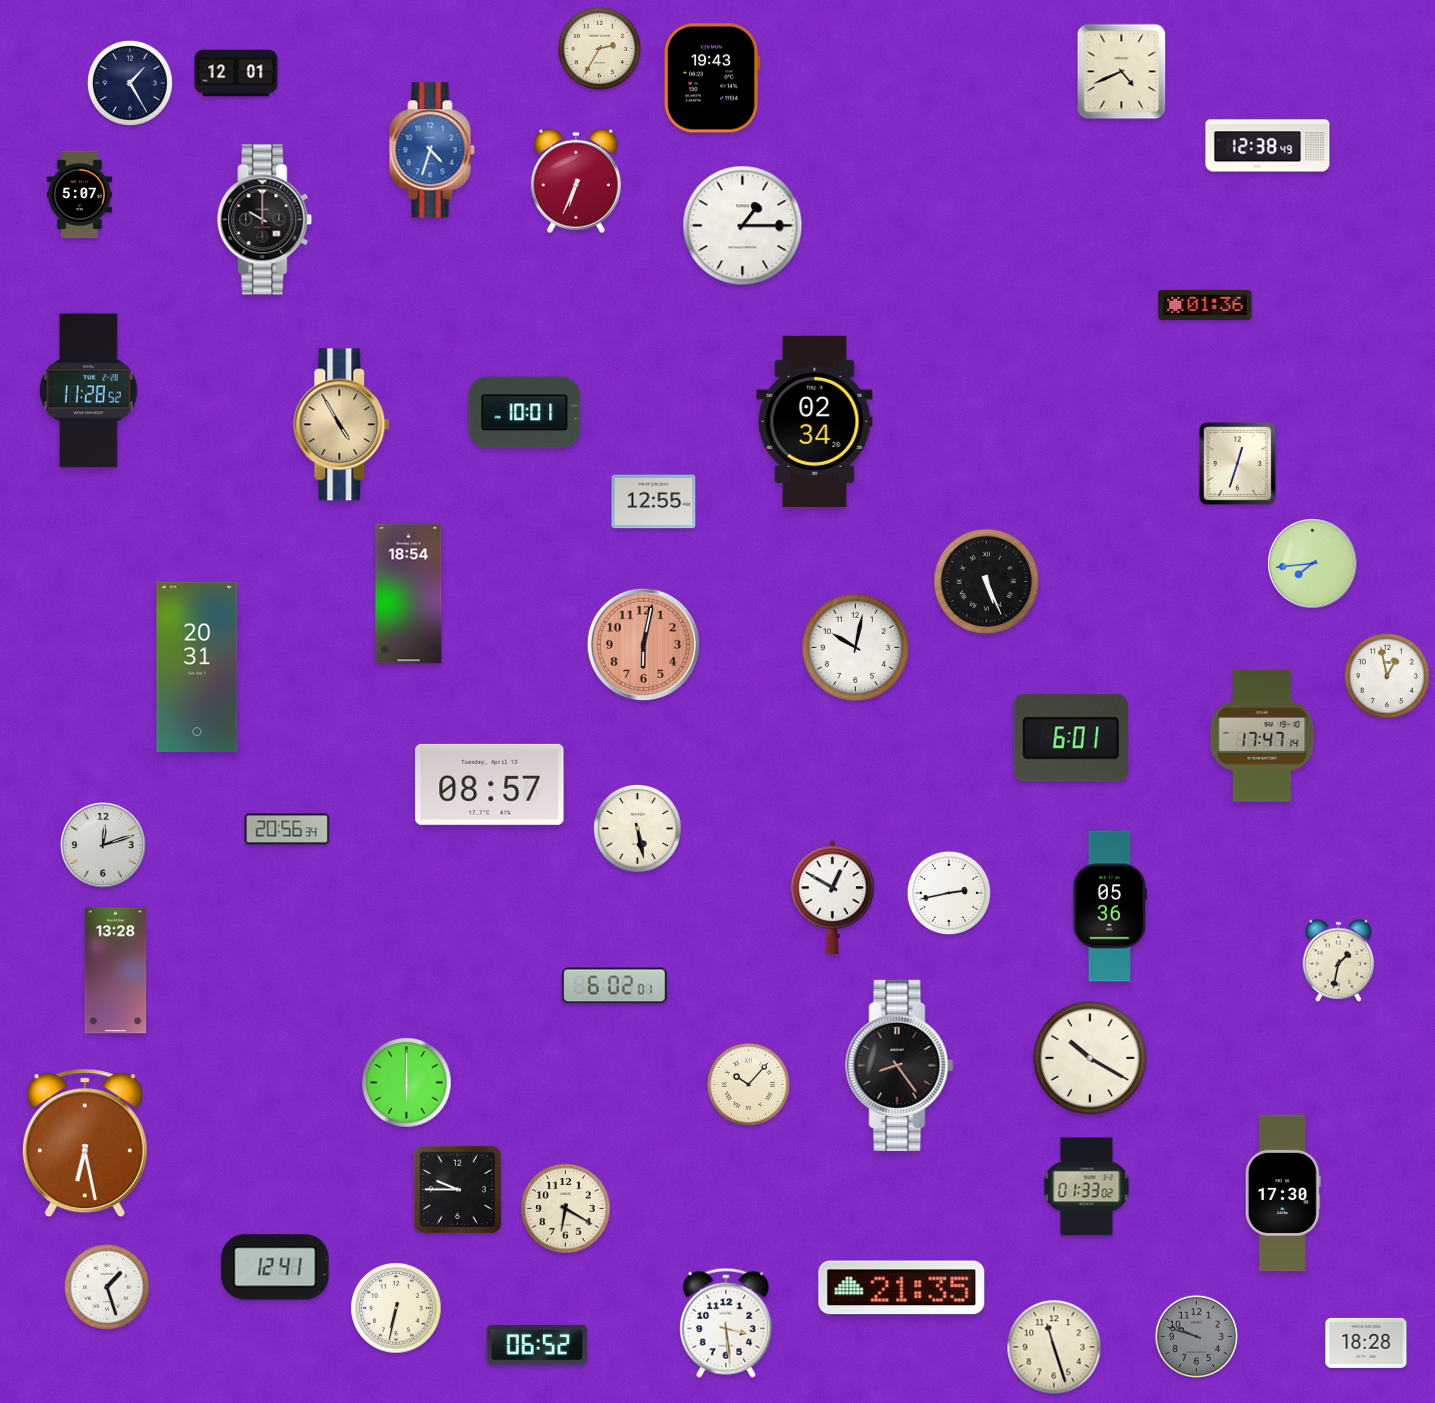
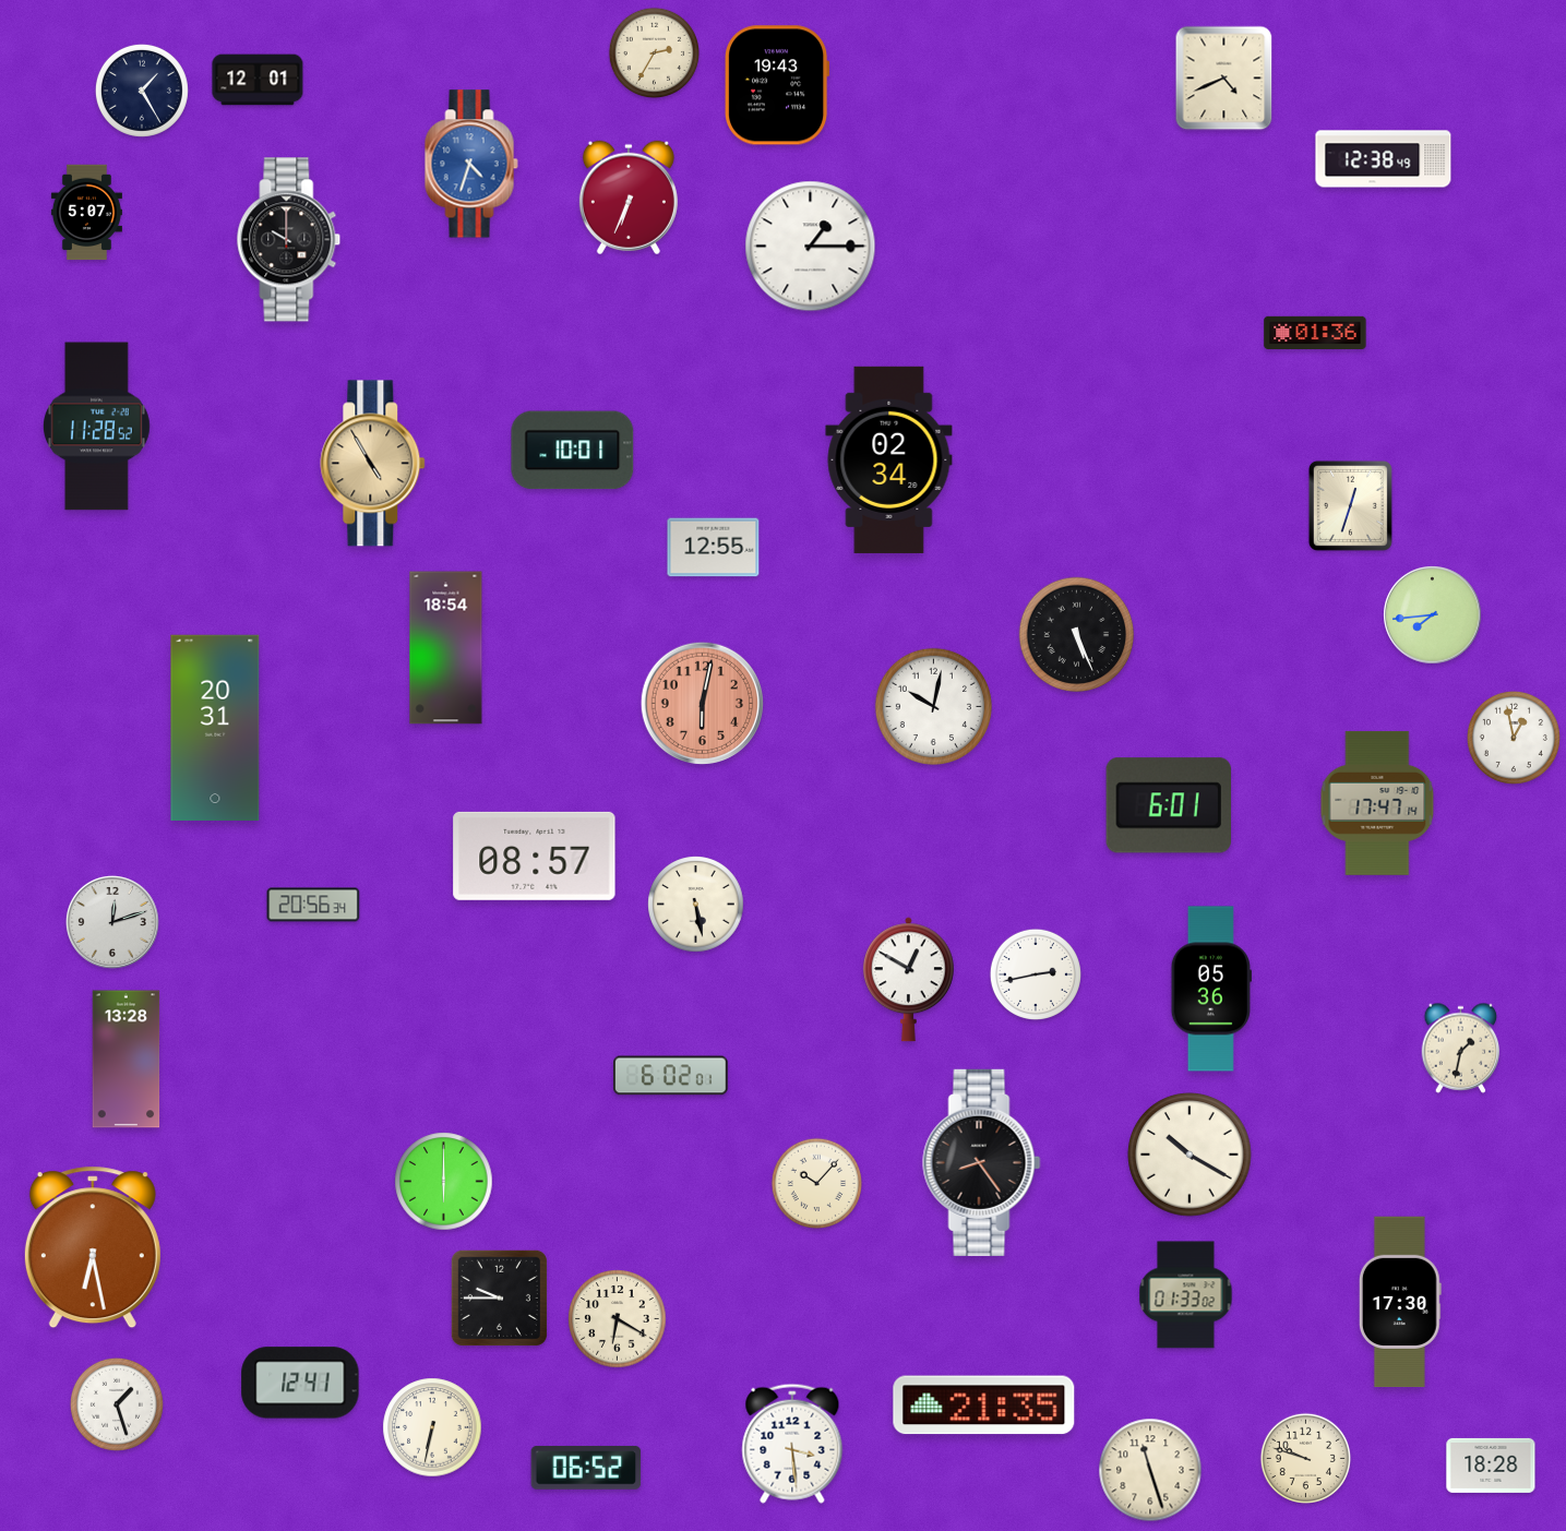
clock at (1196, 1336) dial: grey -> cream
